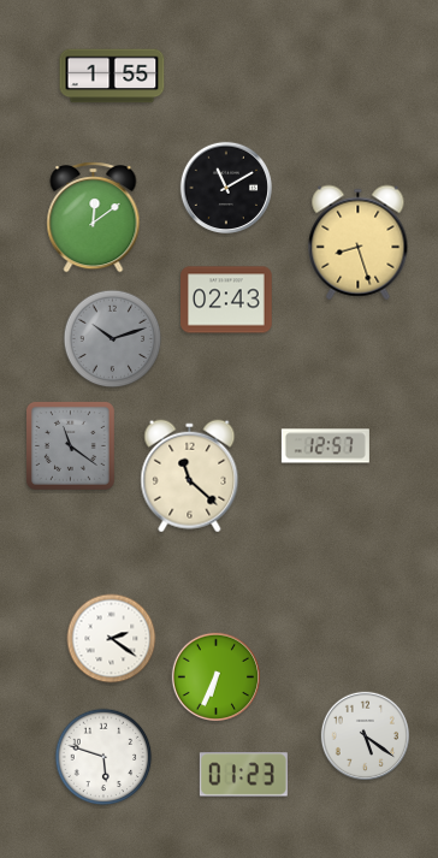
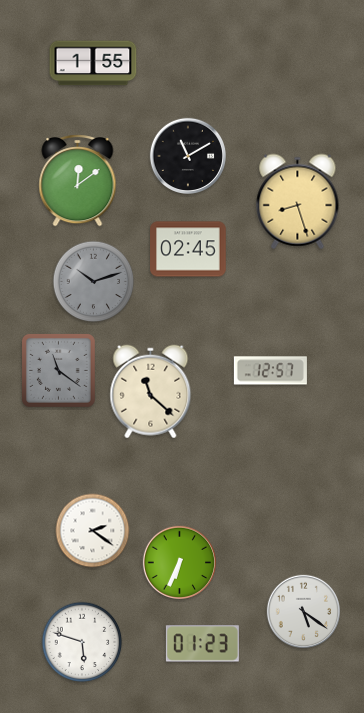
clock at (226, 300): 02:43 -> 02:45
clock at (190, 477) position: (190, 477) -> (151, 392)
clock at (103, 757) position: (103, 757) -> (82, 642)
